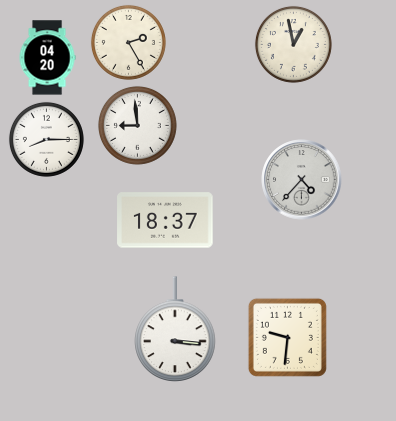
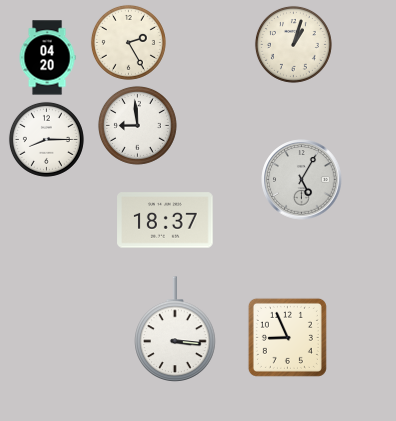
clock at (293, 44): 12:58 -> 1:03
clock at (302, 180): 4:37 -> 5:05
clock at (287, 337): 9:31 -> 8:56
